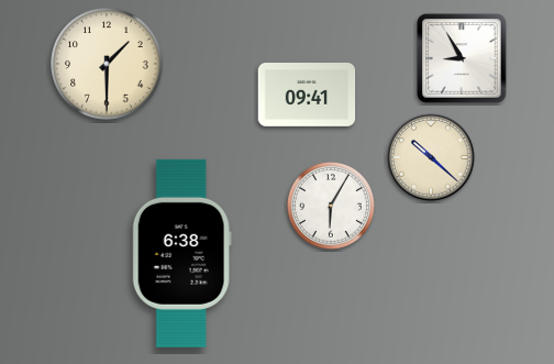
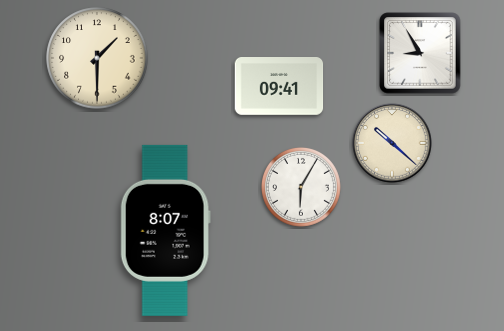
clock at (181, 253): 6:38 -> 8:07
